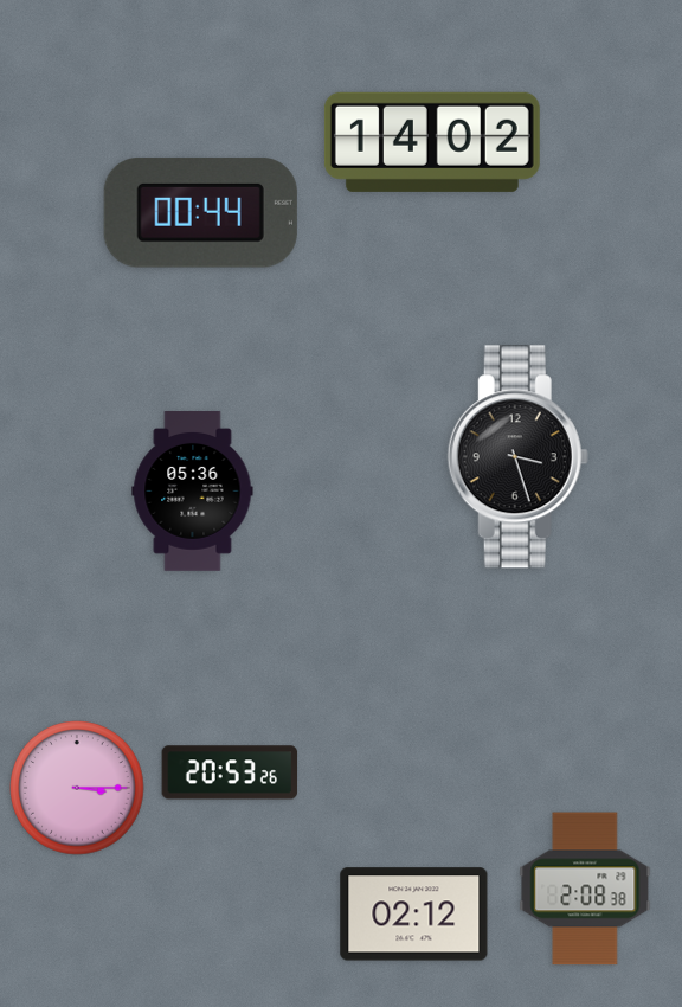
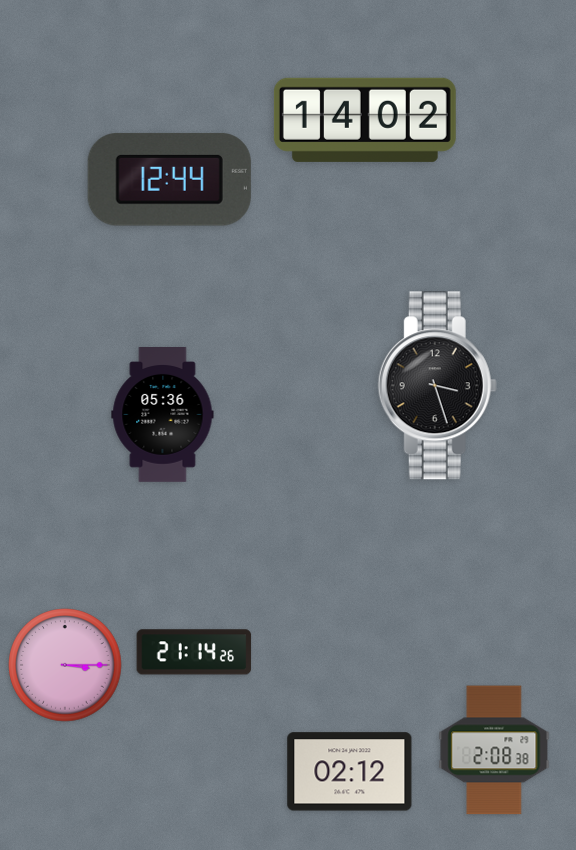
clock at (200, 213): 00:44 -> 12:44
clock at (230, 772): 20:53 -> 21:14
